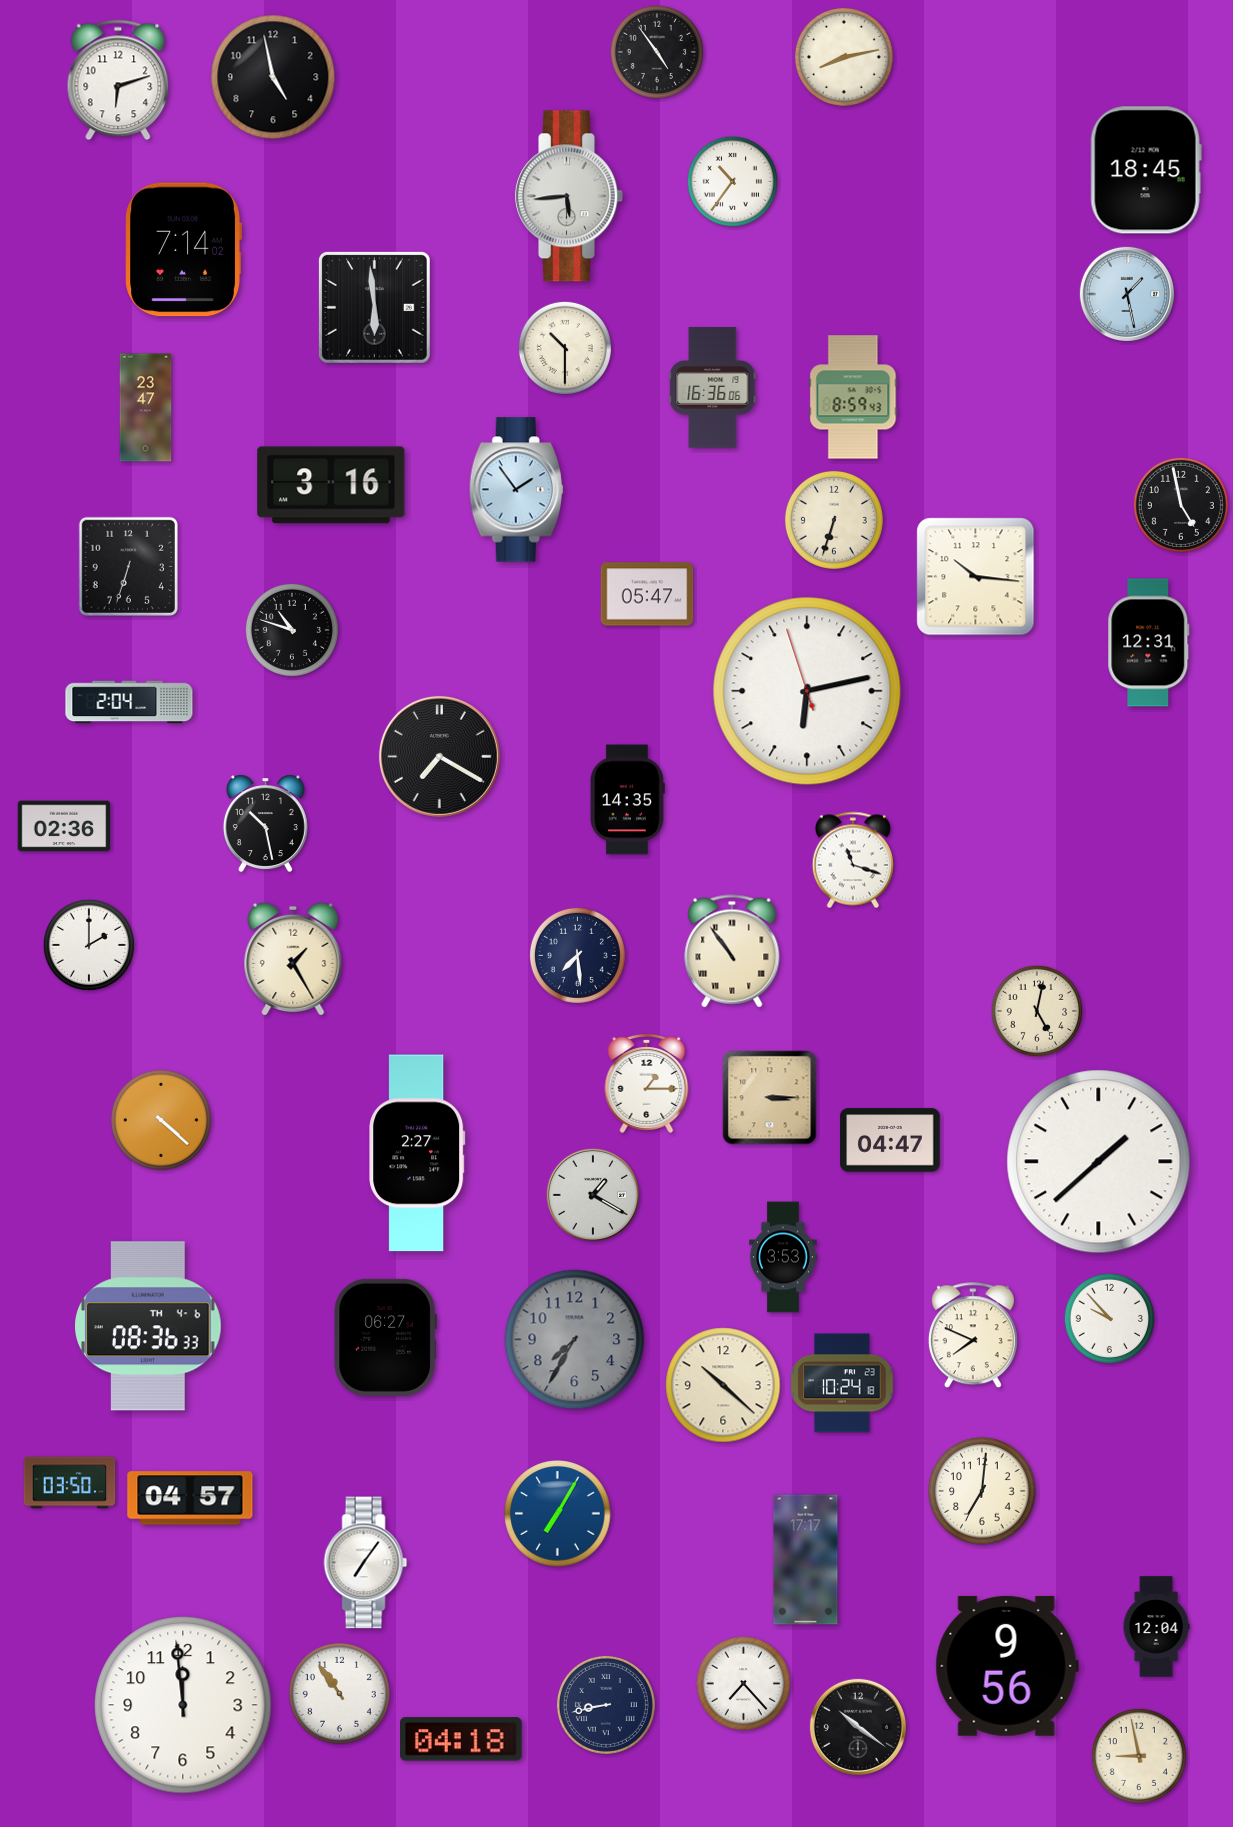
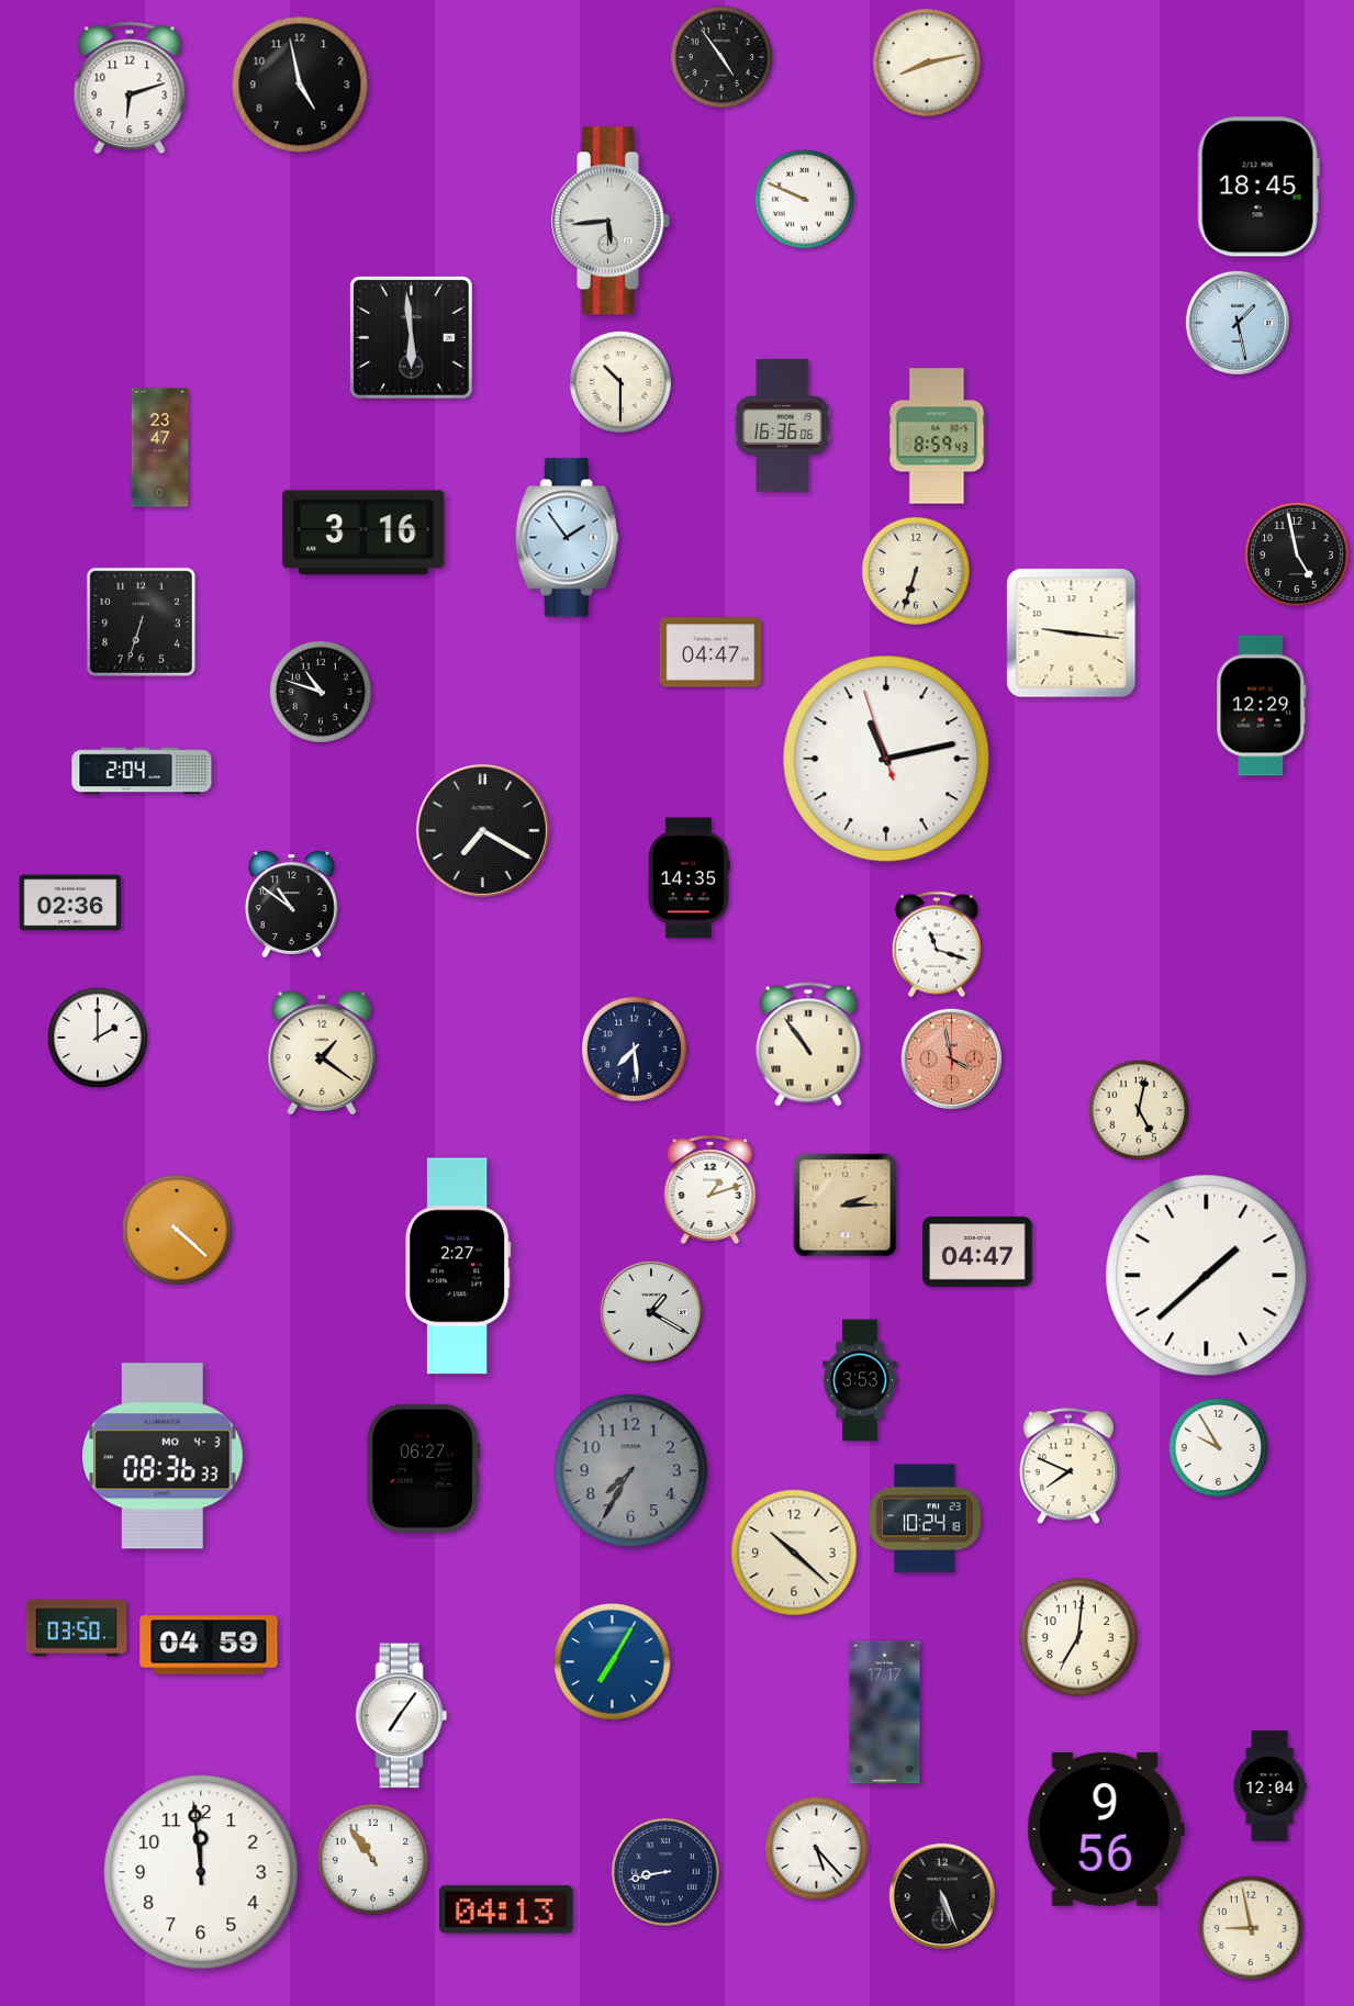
clock at (732, 181): 10:36 -> 9:49
clock at (569, 196) position: (569, 196) -> (611, 221)
clock at (183, 250): 7:14 -> none
clock at (976, 577): 10:16 -> 9:16
clock at (647, 594): 05:47 -> 04:47
clock at (1149, 643): 12:31 -> 12:29
clock at (807, 691): 6:12 -> 11:12
clock at (265, 823): 10:28 -> 10:51
clock at (64, 826) position: (64, 826) -> (70, 903)
clock at (732, 951) position: (732, 951) -> (808, 1044)
clock at (293, 958): 1:25 -> 1:21
clock at (951, 1058): none -> 3:58
clock at (647, 1084): 1:15 -> 1:12
clock at (770, 1098): 3:15 -> 2:15
clock at (1109, 1318): 9:53 -> 9:55
clock at (149, 1326) date: TH 4-6 -> MO 4-3
clock at (723, 1385) position: (723, 1385) -> (794, 1553)
clock at (190, 1498): 04:57 -> 04:59
clock at (743, 1683): 7:23 -> 5:23
clock at (858, 1727): 10:21 -> 5:26
clock at (461, 1739): 04:18 -> 04:13
